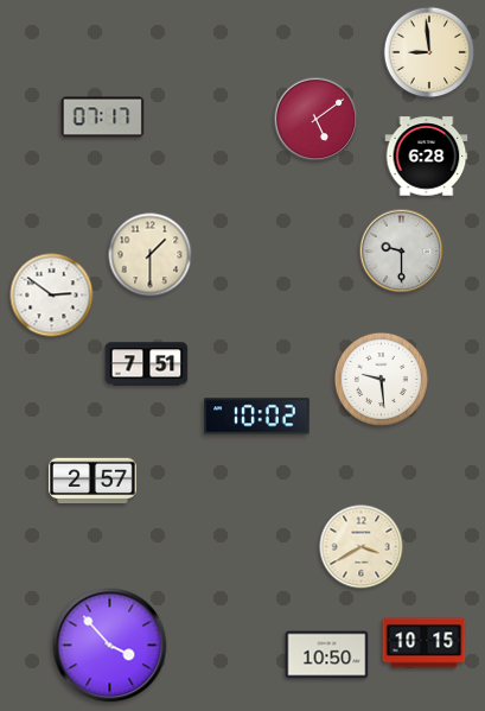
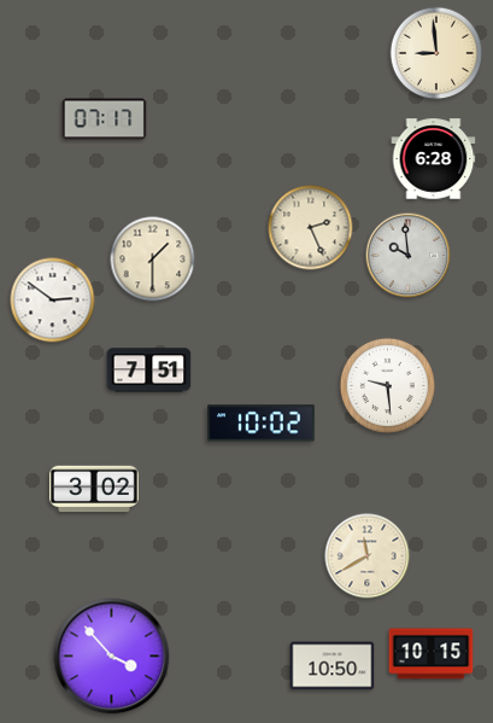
clock at (317, 120): 5:09 -> none
clock at (311, 228): none -> 2:26
clock at (402, 252): 9:30 -> 9:59
clock at (92, 481): 2:57 -> 3:02
clock at (362, 547): 3:40 -> 11:40
